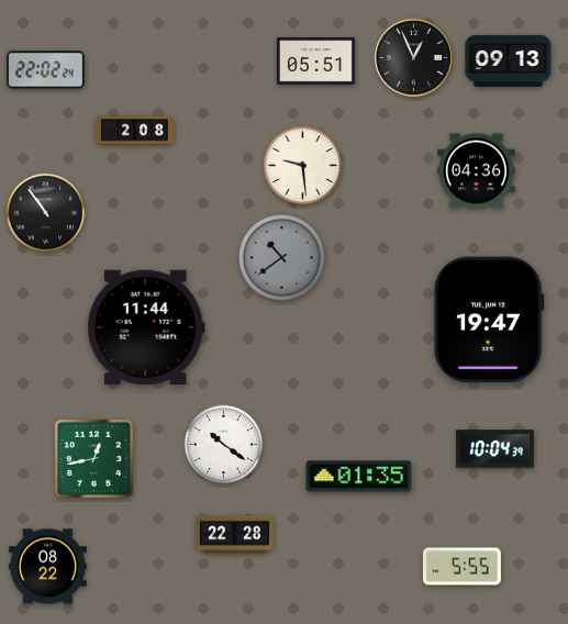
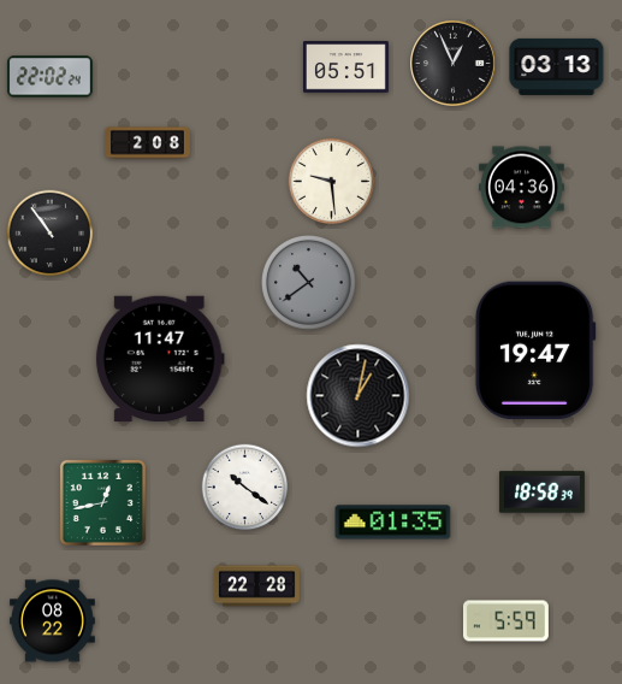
clock at (509, 60): 09:13 -> 03:13
clock at (146, 326): 11:44 -> 11:47
clock at (359, 396): none -> 1:02
clock at (494, 449): 10:04 -> 18:58
clock at (461, 567): 5:55 -> 5:59
